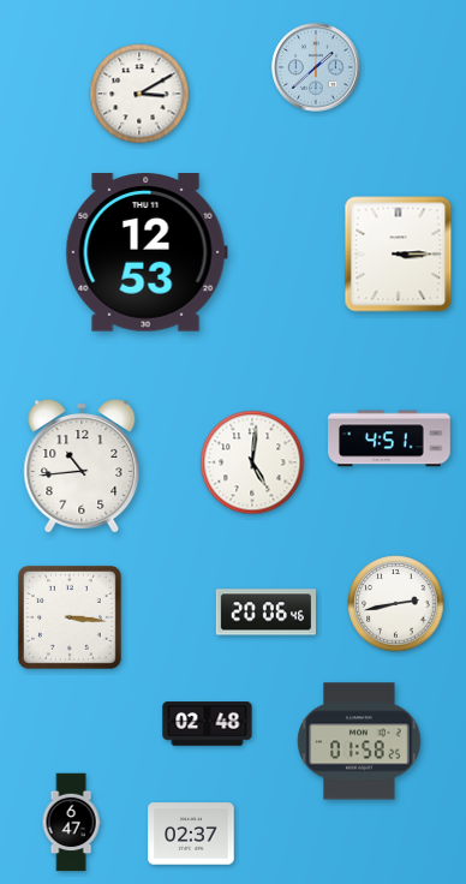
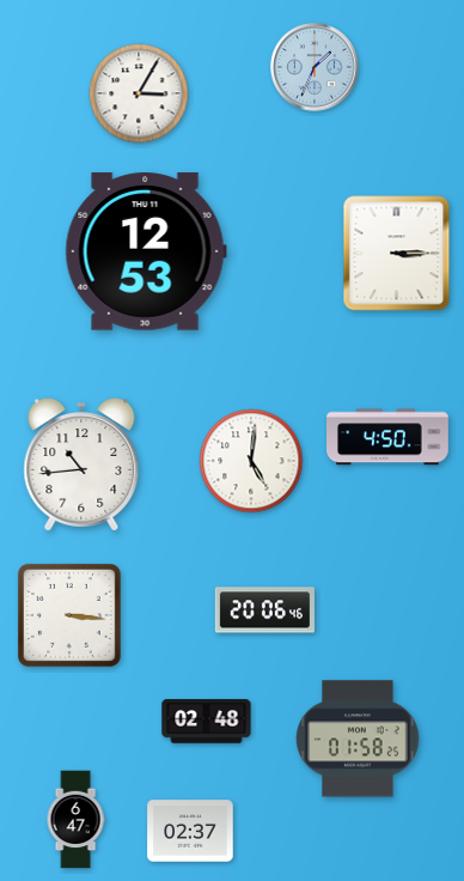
clock at (316, 67): 1:38 -> 1:34
clock at (139, 94): 3:10 -> 3:05
clock at (389, 438): 4:51 -> 4:50
clock at (396, 604): 2:43 -> none
clock at (71, 823) position: (71, 823) -> (75, 820)
